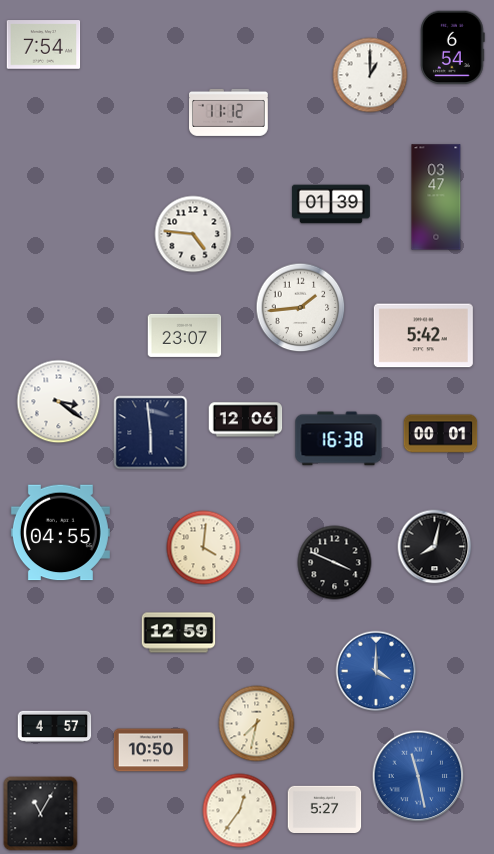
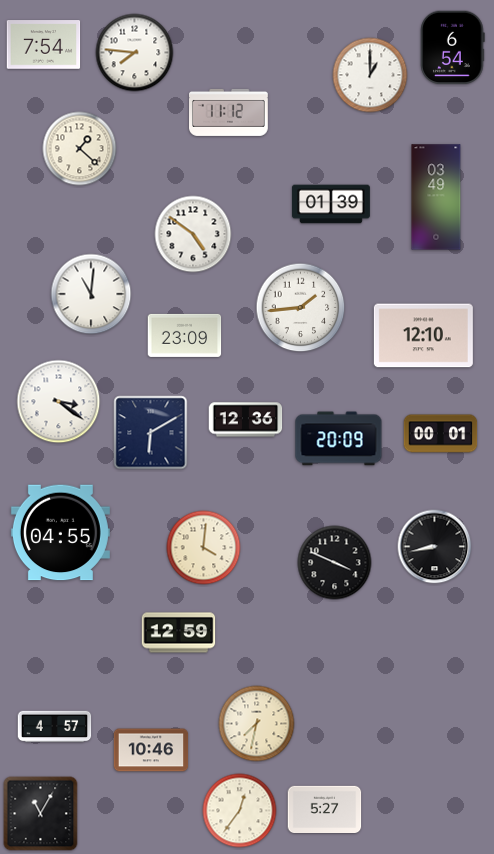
clock at (135, 53): none -> 7:46
clock at (80, 149): none -> 1:22
clock at (436, 197): 03:47 -> 03:49
clock at (193, 234): 4:46 -> 4:51
clock at (91, 294): none -> 11:01
clock at (185, 335): 23:07 -> 23:09
clock at (423, 336): 5:42 -> 12:10
clock at (246, 420): 12:06 -> 12:36
clock at (151, 433): 5:59 -> 6:10
clock at (339, 439): 16:38 -> 20:09
clock at (435, 547): 8:02 -> 8:43
clock at (376, 671): 4:00 -> none
clock at (151, 750): 10:50 -> 10:46
clock at (418, 776): 11:28 -> none
